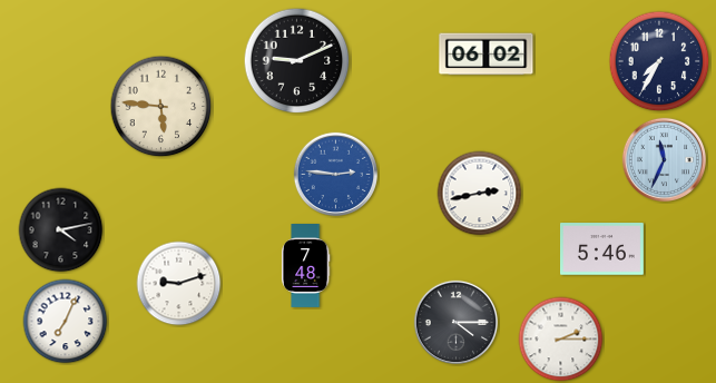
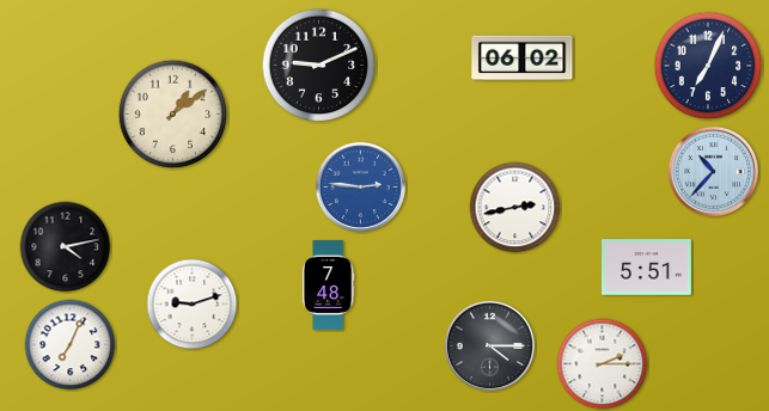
clock at (659, 61): 7:35 -> 7:04
clock at (161, 107): 5:46 -> 1:09
clock at (664, 159): 11:34 -> 10:37
clock at (602, 249): 5:46 -> 5:51
